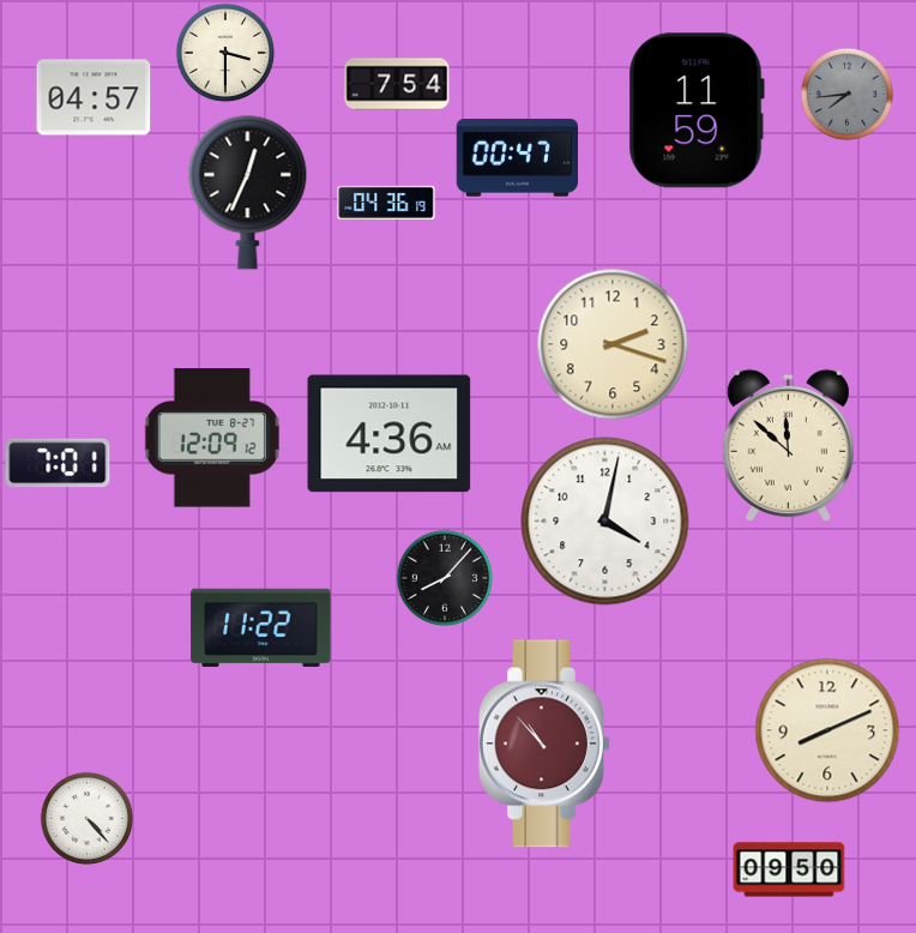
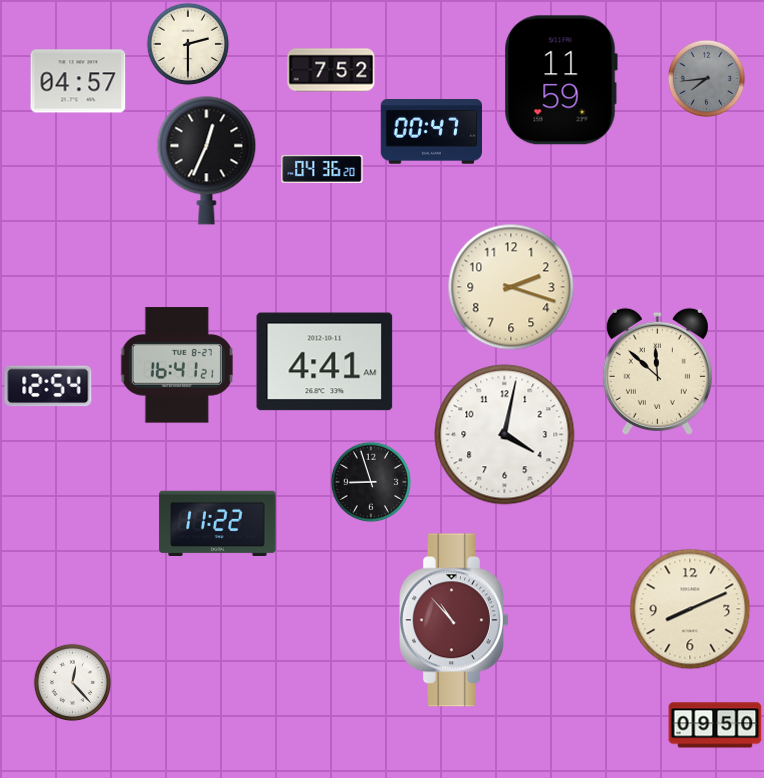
clock at (225, 53): 3:30 -> 2:30
clock at (397, 84): 7:54 -> 7:52
clock at (697, 110) position: (697, 110) -> (561, 80)
clock at (386, 203): 04:36:19 -> 04:36:20
clock at (390, 434): 4:36 -> 4:41
clock at (212, 438): 12:09 -> 16:41
clock at (58, 463): 7:01 -> 12:54
clock at (445, 578): 8:07 -> 8:57
clock at (86, 818): 4:23 -> 12:23
clock at (789, 869) position: (789, 869) -> (715, 725)
